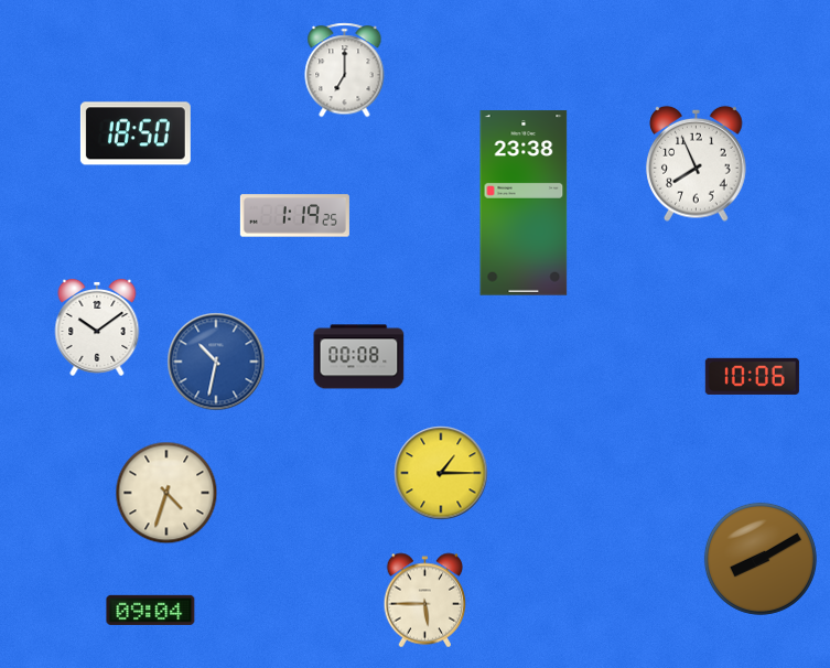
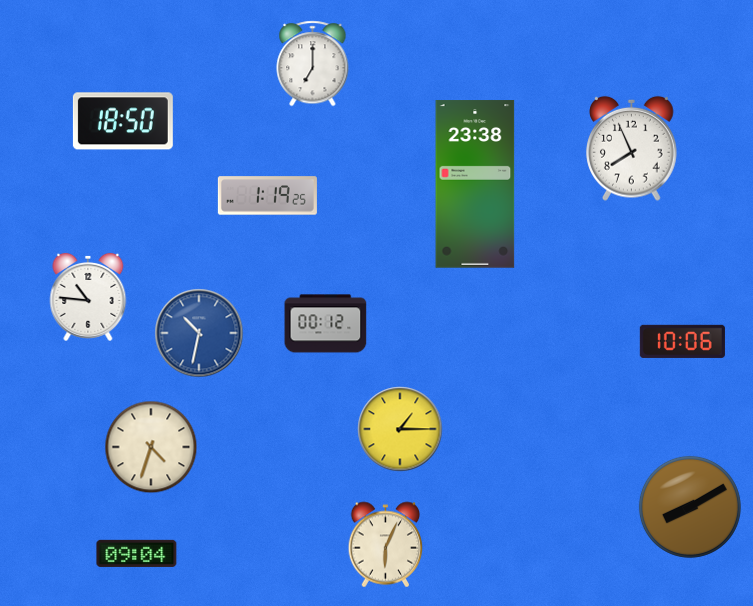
clock at (97, 327): 10:09 -> 10:46
clock at (359, 357): 00:08 -> 00:12
clock at (216, 362) position: (216, 362) -> (199, 333)
clock at (425, 601): 5:45 -> 6:04
